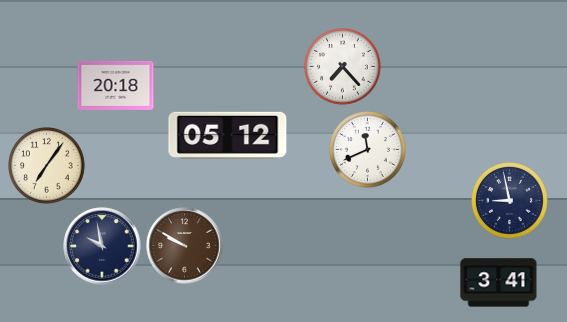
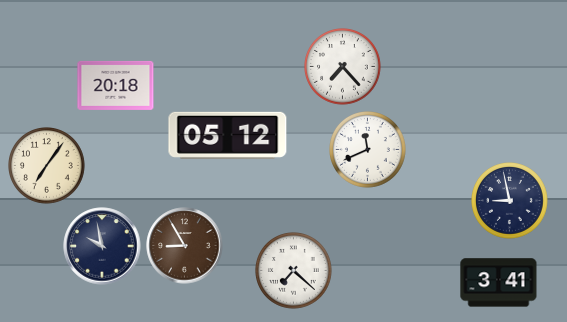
clock at (185, 246): 9:50 -> 8:55
clock at (294, 271): none -> 7:22
